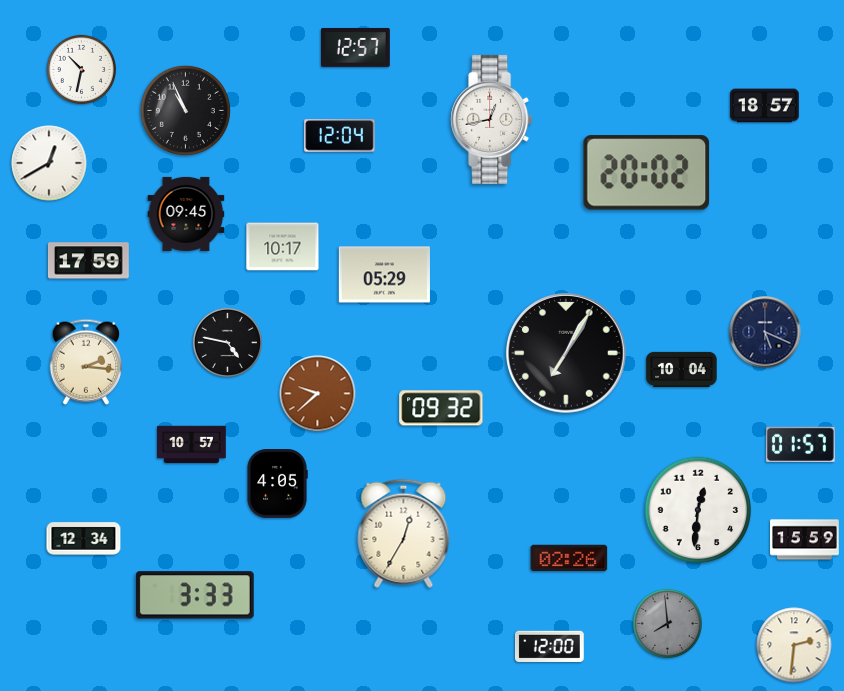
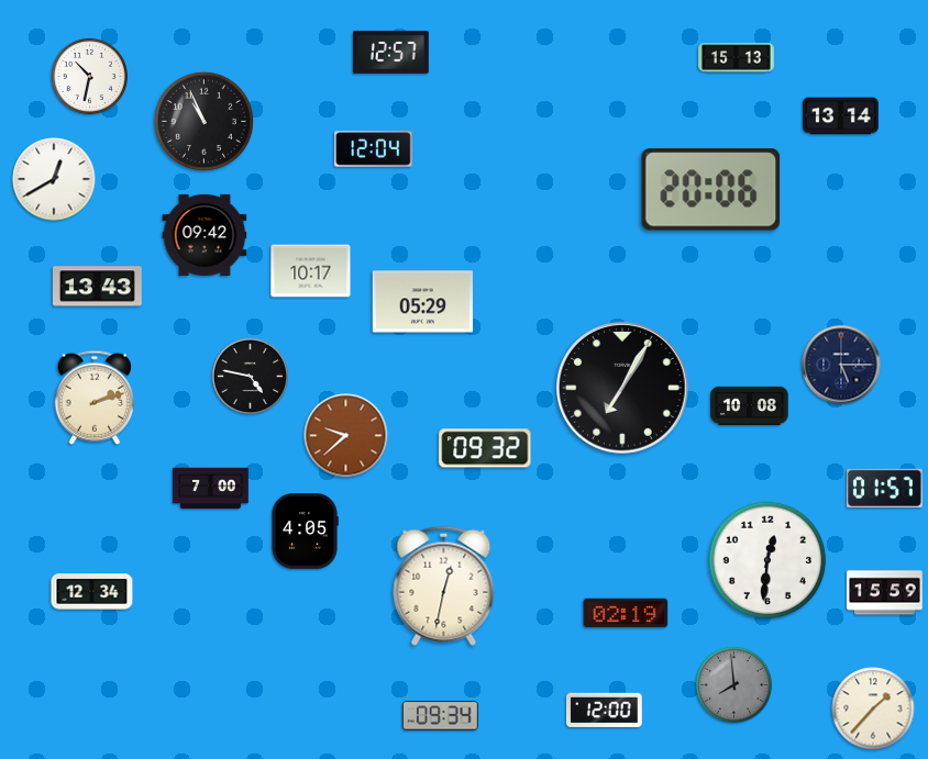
clock at (737, 58): none -> 15:13
clock at (765, 106): 18:57 -> 13:14
clock at (492, 119): 12:43 -> none
clock at (647, 173): 20:02 -> 20:06
clock at (186, 214): 09:45 -> 09:42
clock at (88, 261): 17:59 -> 13:43
clock at (765, 332): 5:19 -> 5:15
clock at (86, 362): 2:16 -> 2:12
clock at (682, 369): 10:04 -> 10:08
clock at (318, 394) position: (318, 394) -> (346, 436)
clock at (801, 444) position: (801, 444) -> (885, 488)
clock at (192, 445): 10:57 -> 7:00
clock at (404, 533): 12:35 -> 12:32
clock at (569, 558): 02:26 -> 02:19
clock at (195, 595): 3:33 -> none
clock at (794, 645): 2:31 -> 1:37
clock at (441, 716): none -> 09:34
